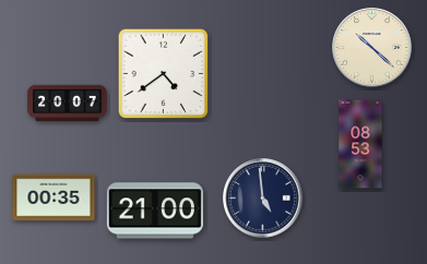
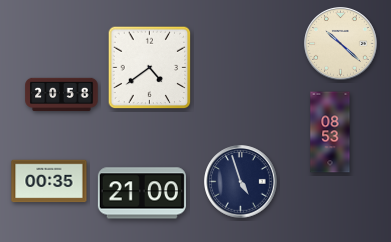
clock at (68, 104): 20:07 -> 20:58
clock at (263, 199): 4:59 -> 4:57
